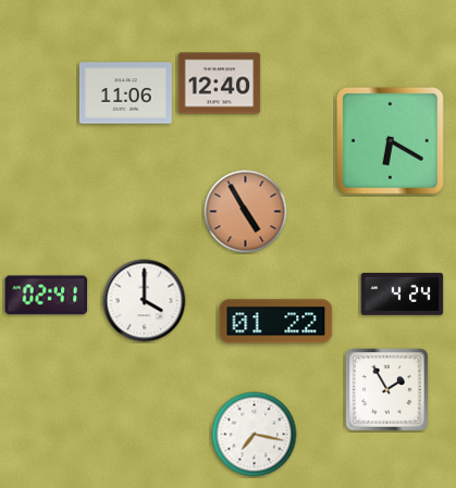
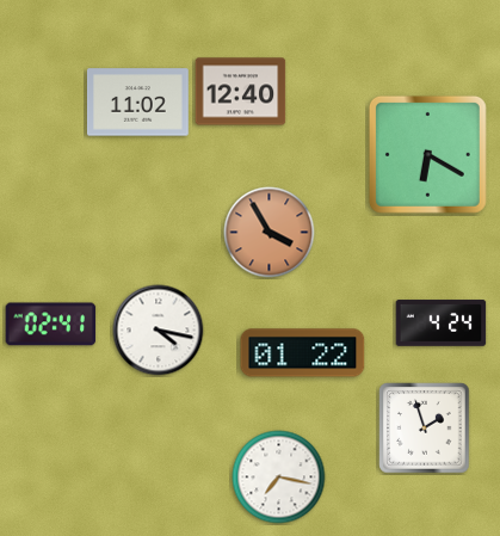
clock at (125, 93): 11:06 -> 11:02
clock at (246, 212): 4:55 -> 3:55
clock at (145, 301): 4:00 -> 4:17
clock at (387, 390): 1:55 -> 1:57
